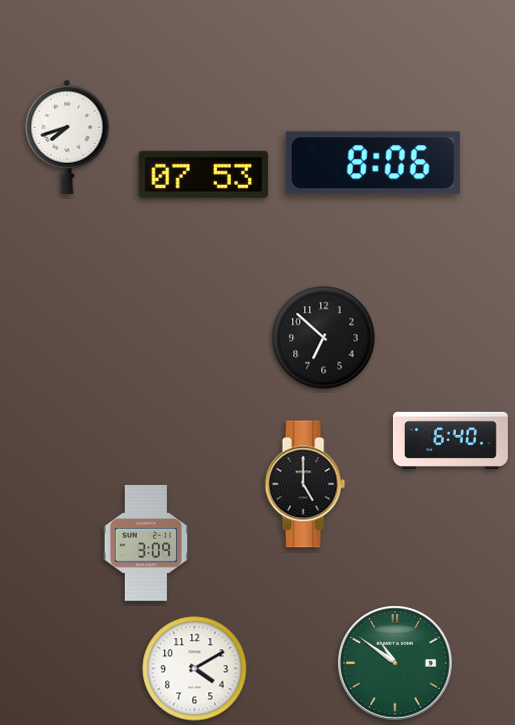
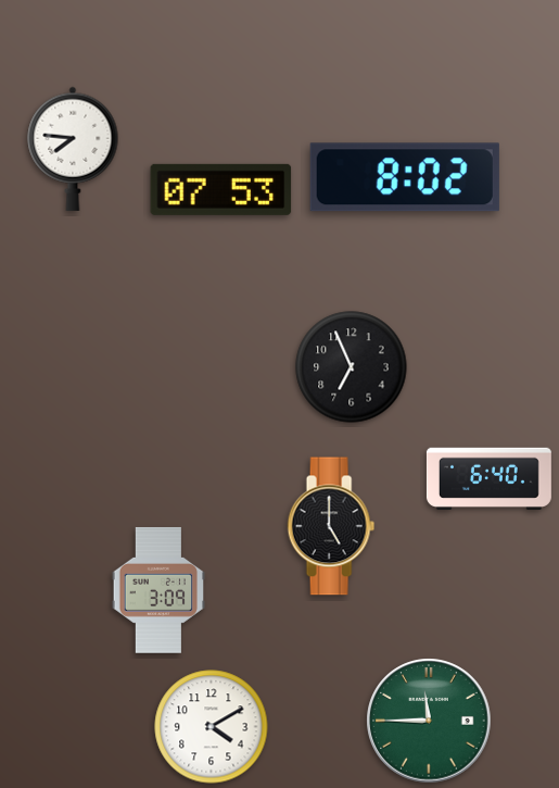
clock at (67, 137): 7:42 -> 7:46
clock at (373, 163): 8:06 -> 8:02
clock at (324, 338): 6:52 -> 6:56
clock at (395, 663): 10:51 -> 11:45
